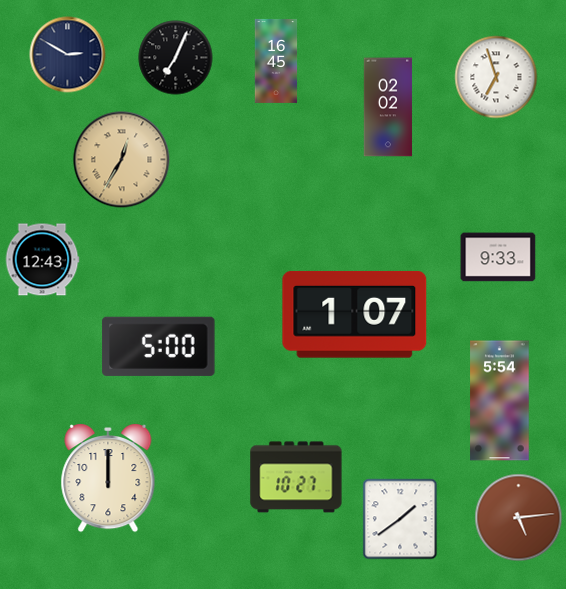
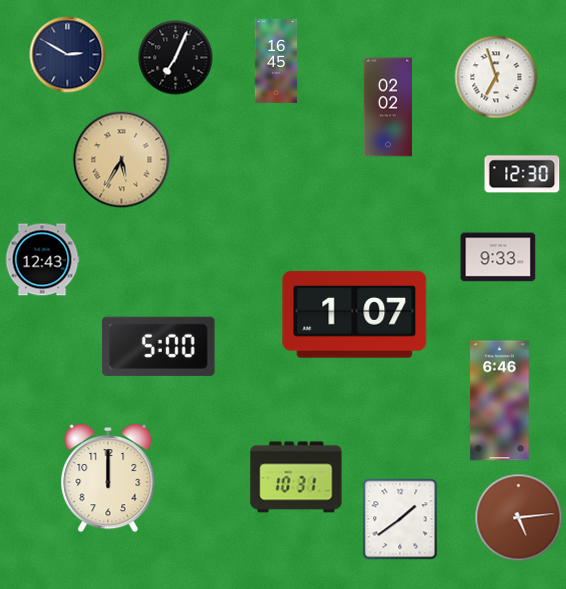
clock at (122, 160): 12:35 -> 5:35
clock at (522, 174): none -> 12:30
clock at (500, 401): 5:54 -> 6:46
clock at (296, 477): 10:27 -> 10:31
